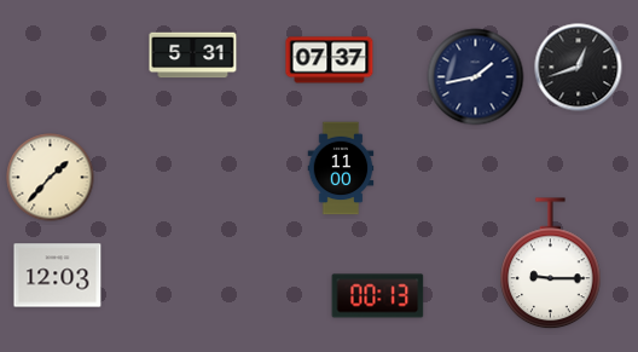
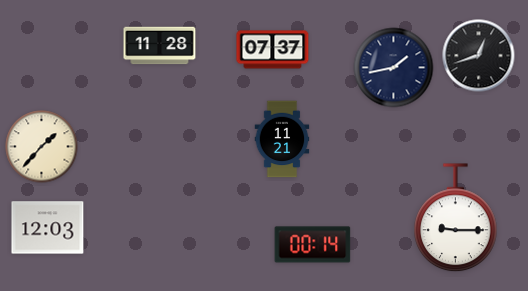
clock at (193, 56): 5:31 -> 11:28
clock at (476, 77) position: (476, 77) -> (394, 68)
clock at (341, 168): 11:00 -> 11:21
clock at (378, 296): 00:13 -> 00:14
